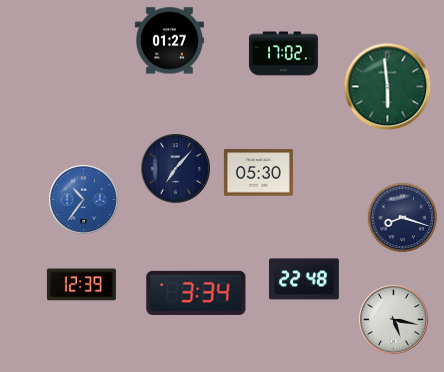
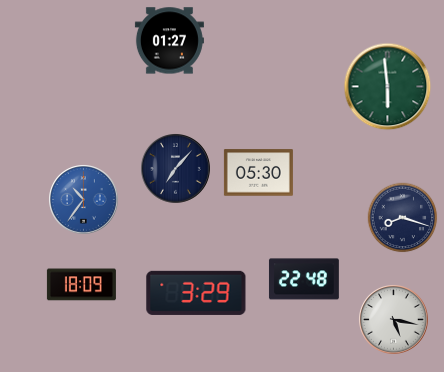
clock at (283, 54): 17:02 -> none
clock at (81, 285): 12:39 -> 18:09
clock at (196, 293): 3:34 -> 3:29
